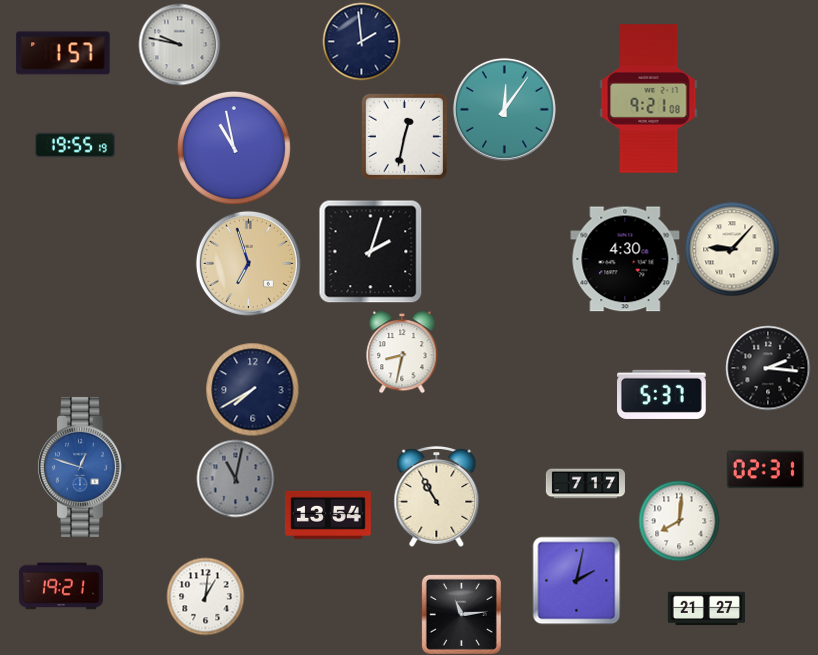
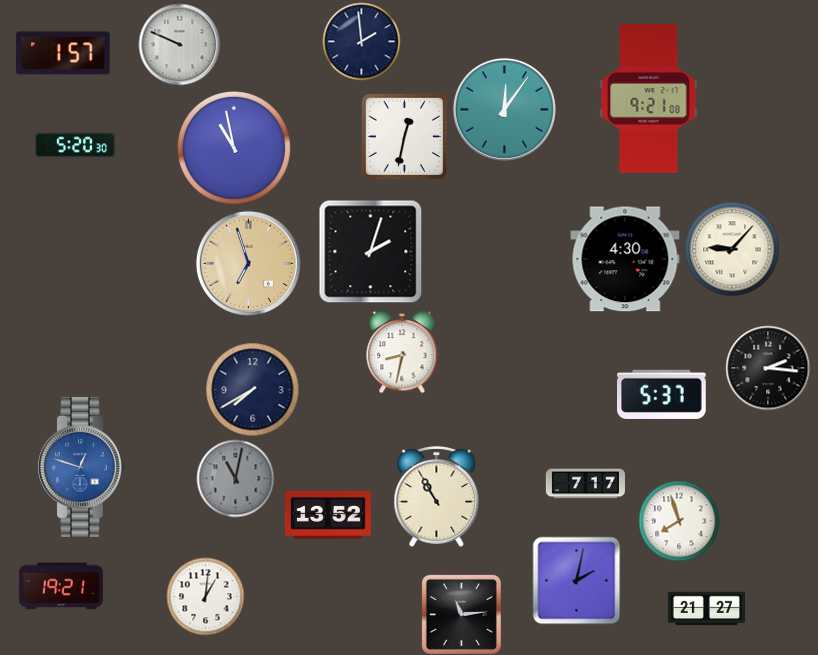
clock at (179, 44): 9:47 -> 9:49
clock at (75, 145): 19:55 -> 5:20
clock at (765, 470): 02:31 -> none
clock at (328, 515): 13:54 -> 13:52
clock at (679, 521): 8:01 -> 7:57
